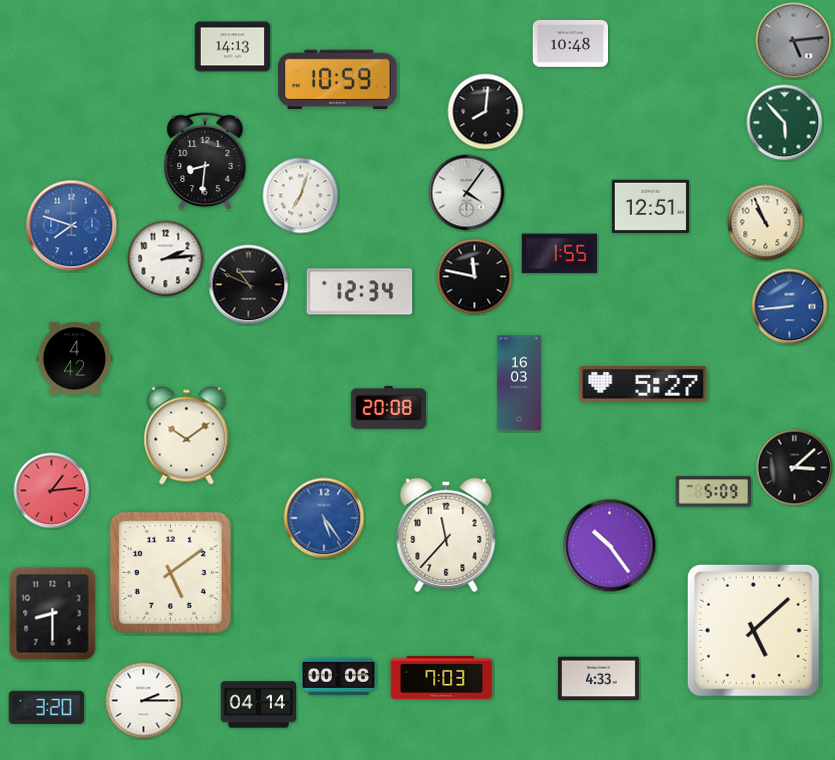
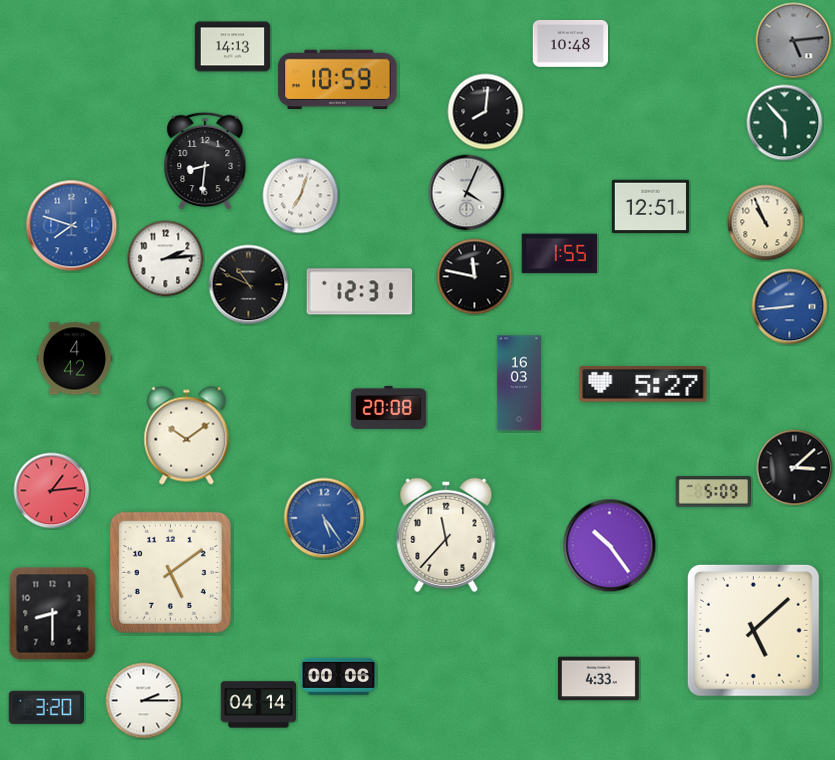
clock at (467, 193): 4:06 -> 4:04
clock at (360, 292): 12:34 -> 12:31
clock at (442, 677): 7:03 -> none
